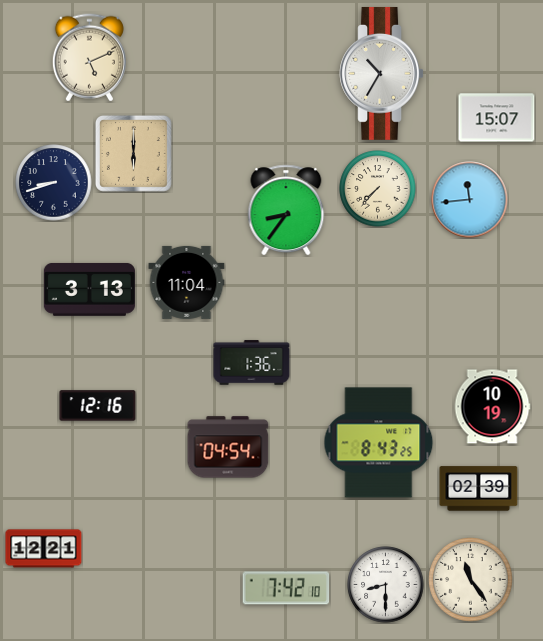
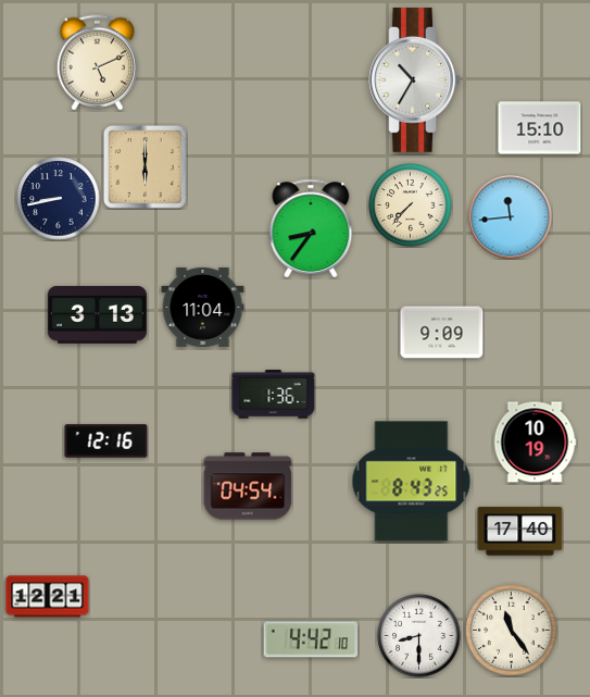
clock at (497, 118): 15:07 -> 15:10
clock at (54, 183): 8:42 -> 8:43
clock at (442, 333): none -> 9:09
clock at (479, 489): 02:39 -> 17:40
clock at (286, 588): 7:42 -> 4:42
